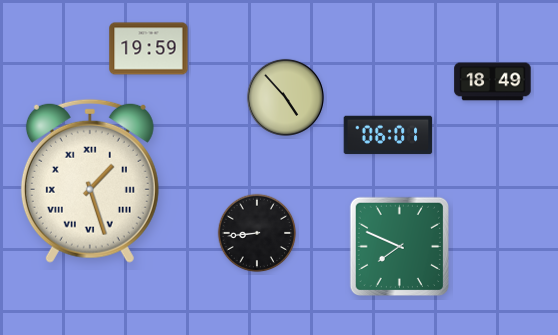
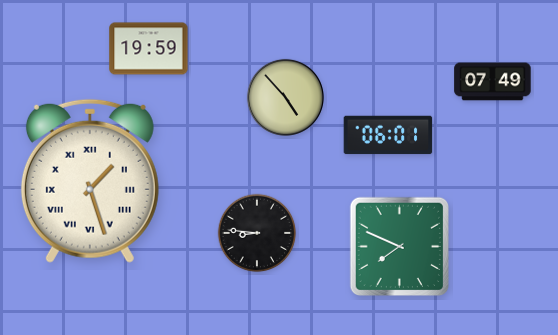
clock at (493, 82): 18:49 -> 07:49
clock at (257, 233): 8:44 -> 8:46
